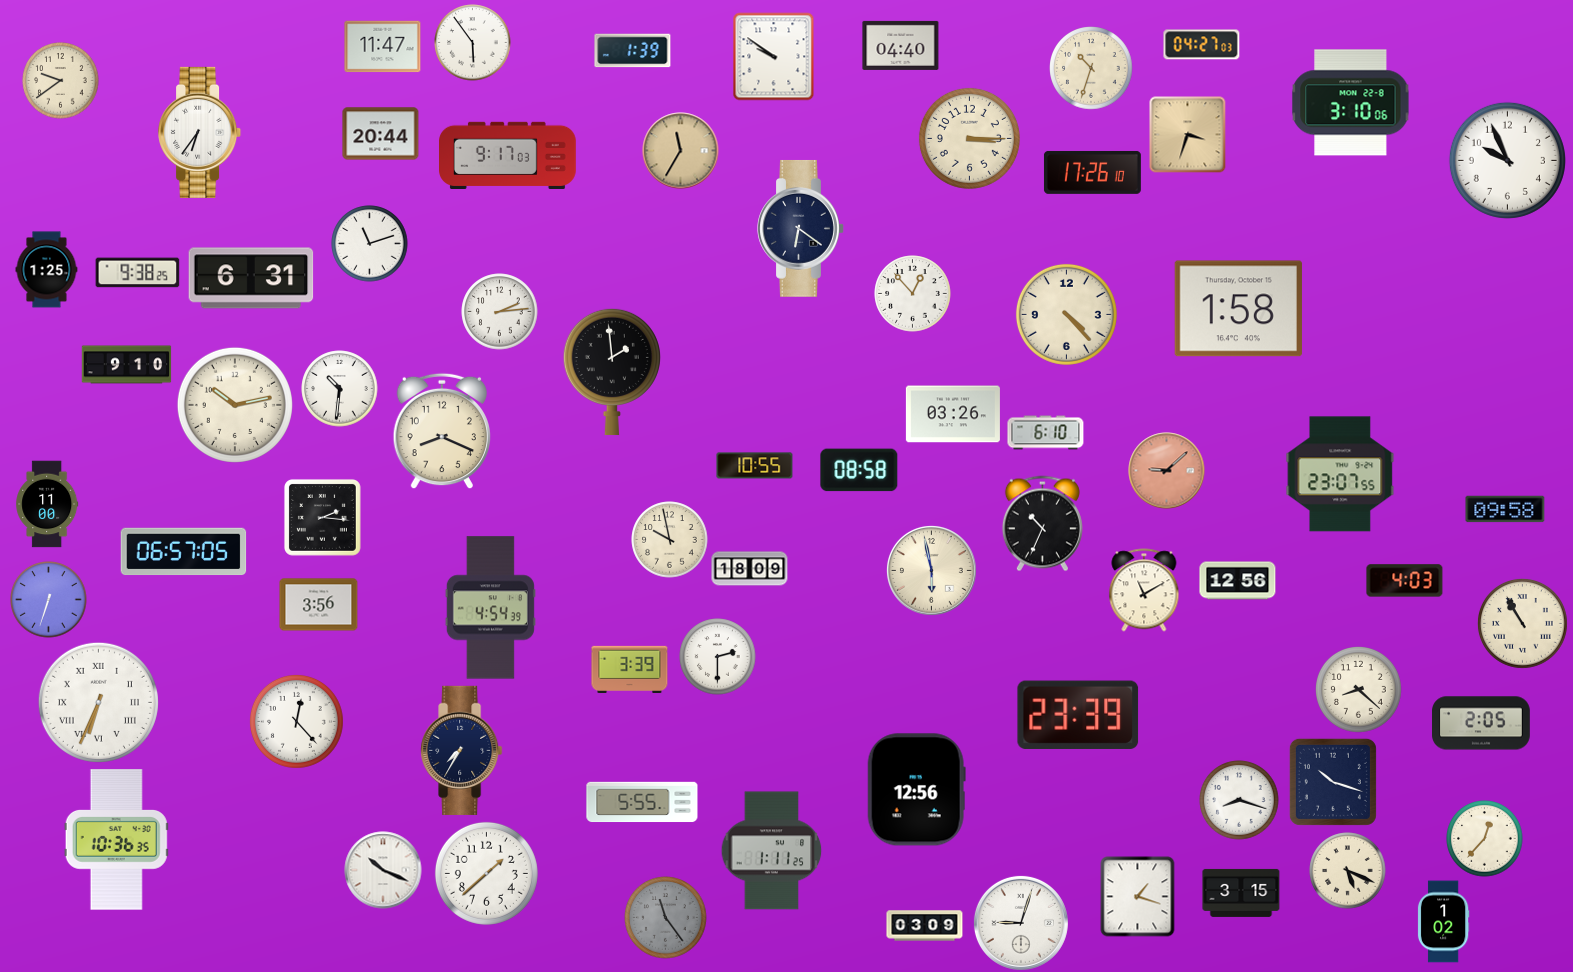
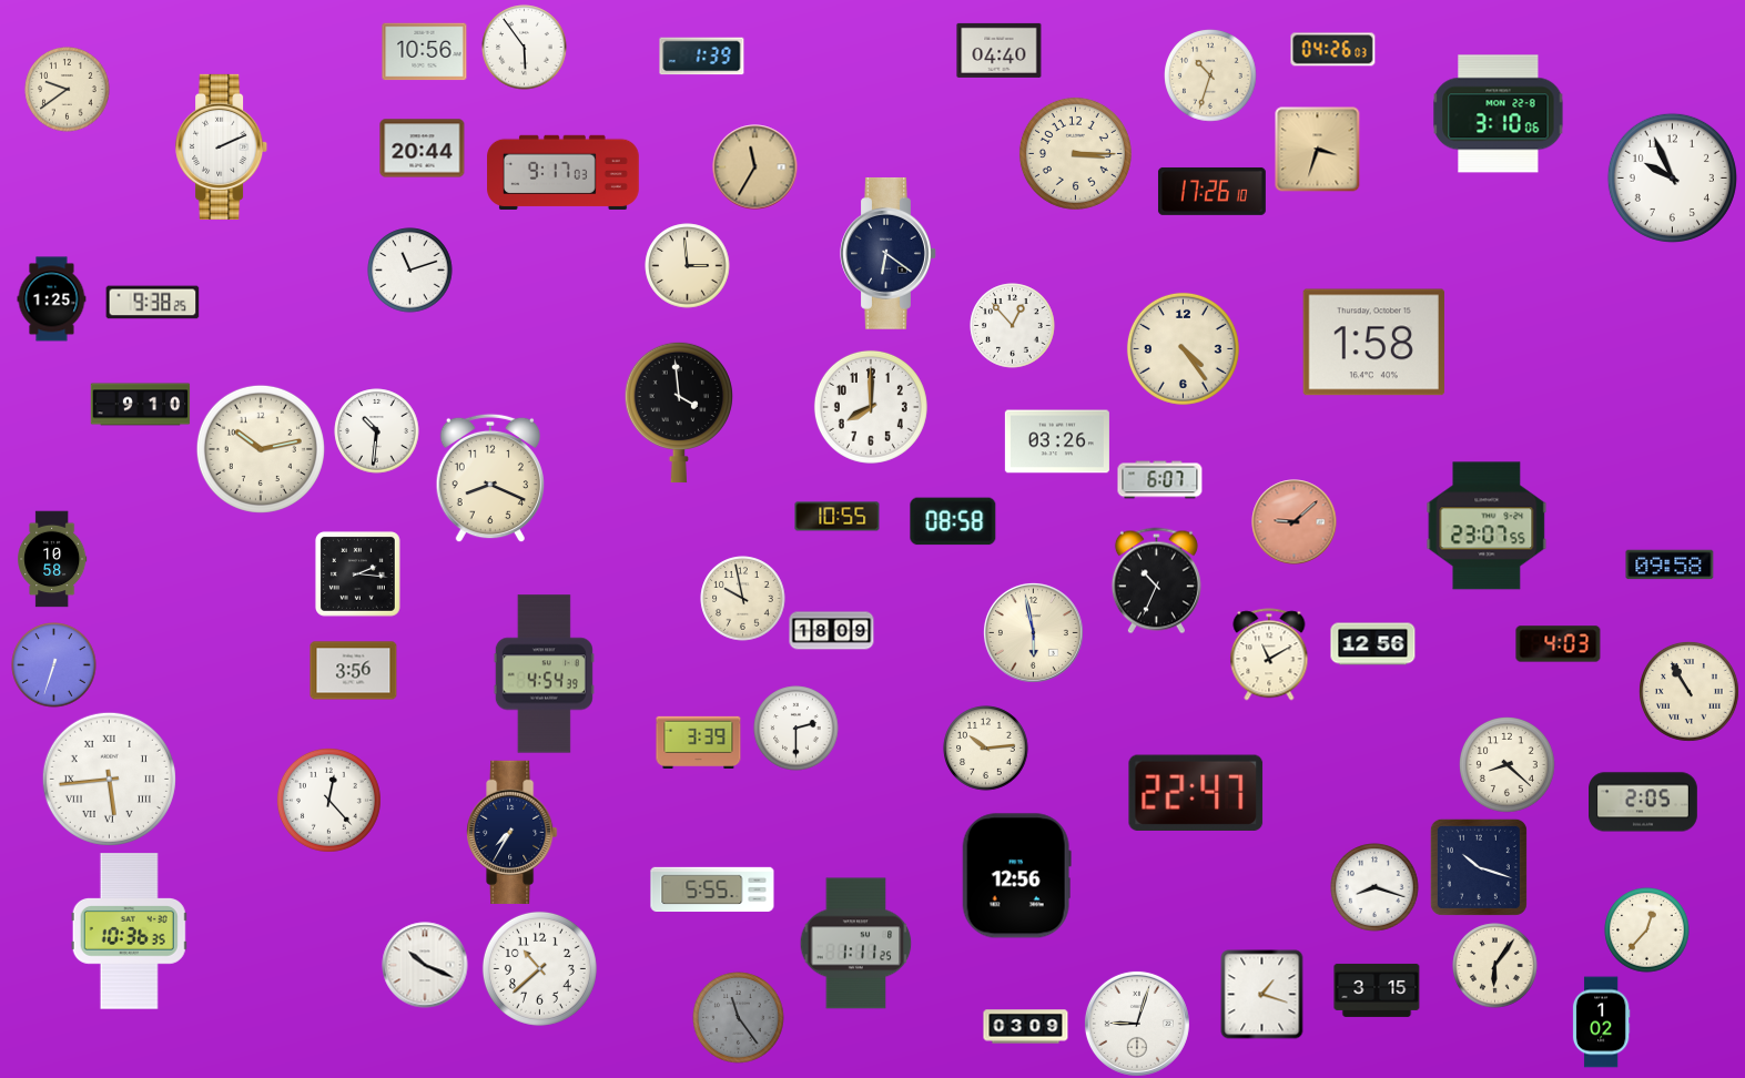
clock at (1202, 45): 04:27 -> 04:26
clock at (383, 47): 11:47 -> 10:56
clock at (774, 57): 9:51 -> none
clock at (200, 132): 6:36 -> 2:11
clock at (688, 266): none -> 2:59
clock at (251, 278): 6:31 -> none
clock at (500, 312): 2:14 -> none
clock at (1066, 314): 4:23 -> 4:24
clock at (871, 407): none -> 8:00
clock at (612, 372): 1:59 -> 3:59
clock at (953, 414) position: (953, 414) -> (1057, 441)
clock at (1046, 433): 6:10 -> 6:07
clock at (47, 504): 11:00 -> 10:58
clock at (184, 552): 06:57 -> none
clock at (986, 749): none -> 10:14
clock at (98, 702): 6:34 -> 5:44
clock at (1078, 715): 23:39 -> 22:47
clock at (1348, 871): 5:19 -> 6:06
clock at (486, 873): 1:38 -> 10:38
clock at (1021, 923) position: (1021, 923) -> (1137, 1024)
